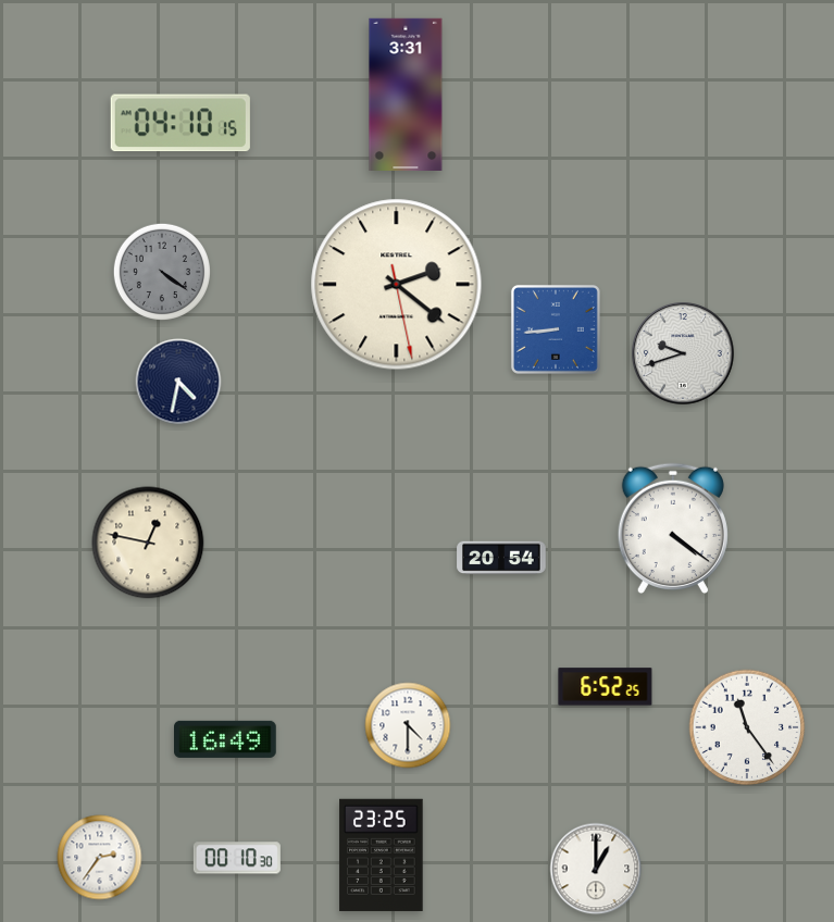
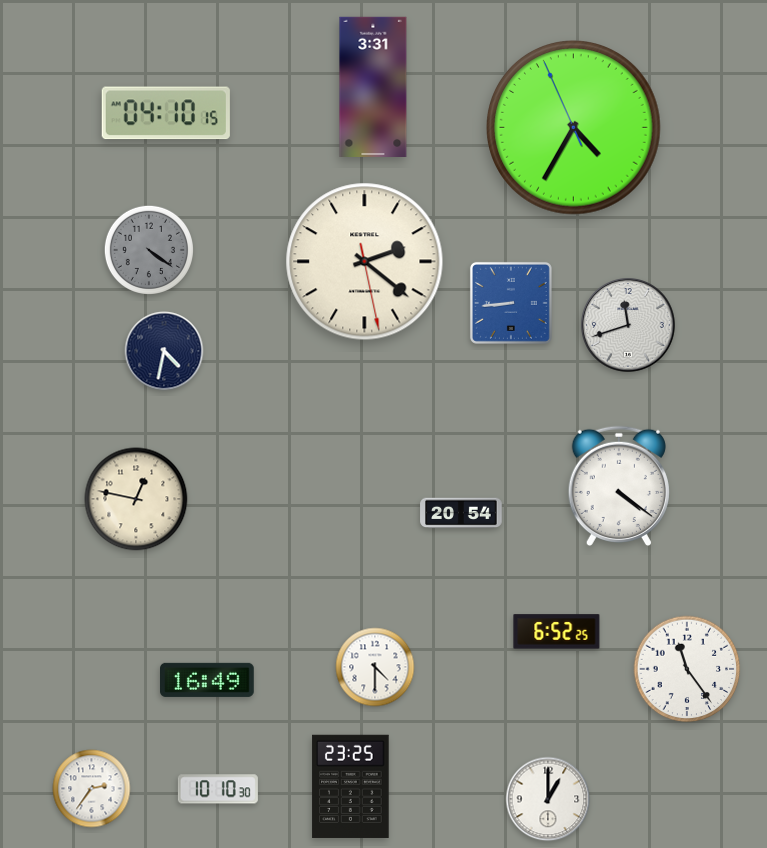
clock at (574, 128): none -> 4:34
clock at (683, 353): 9:42 -> 11:42
clock at (237, 858): 00:10 -> 10:10
